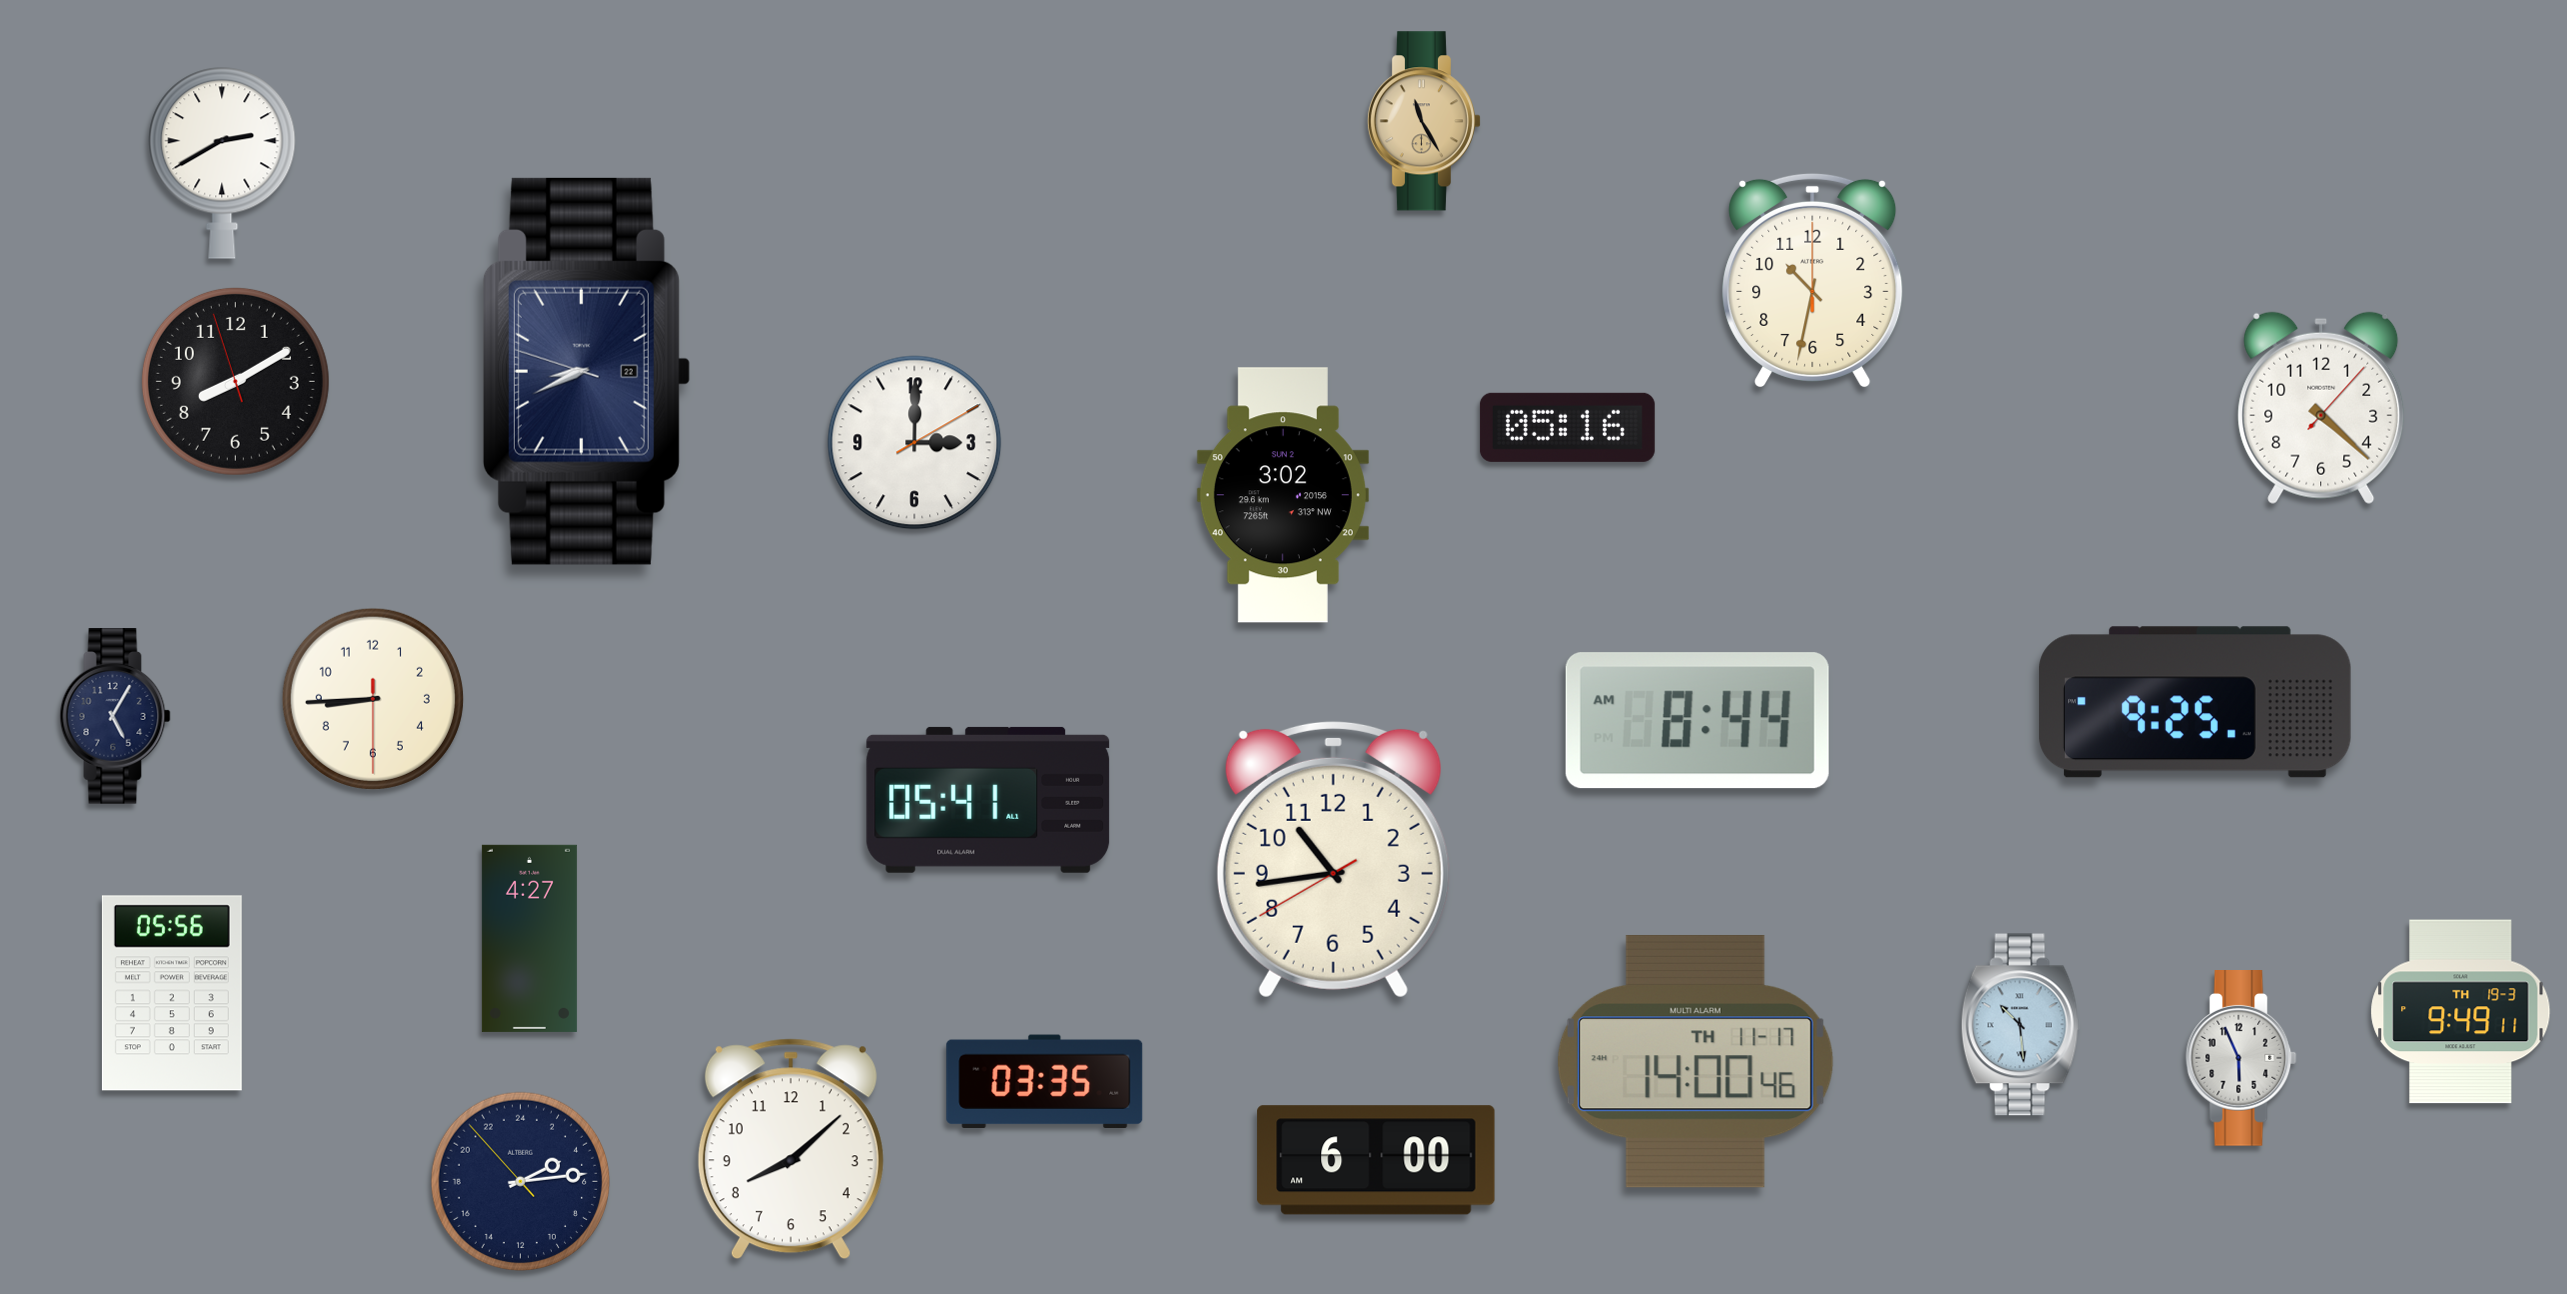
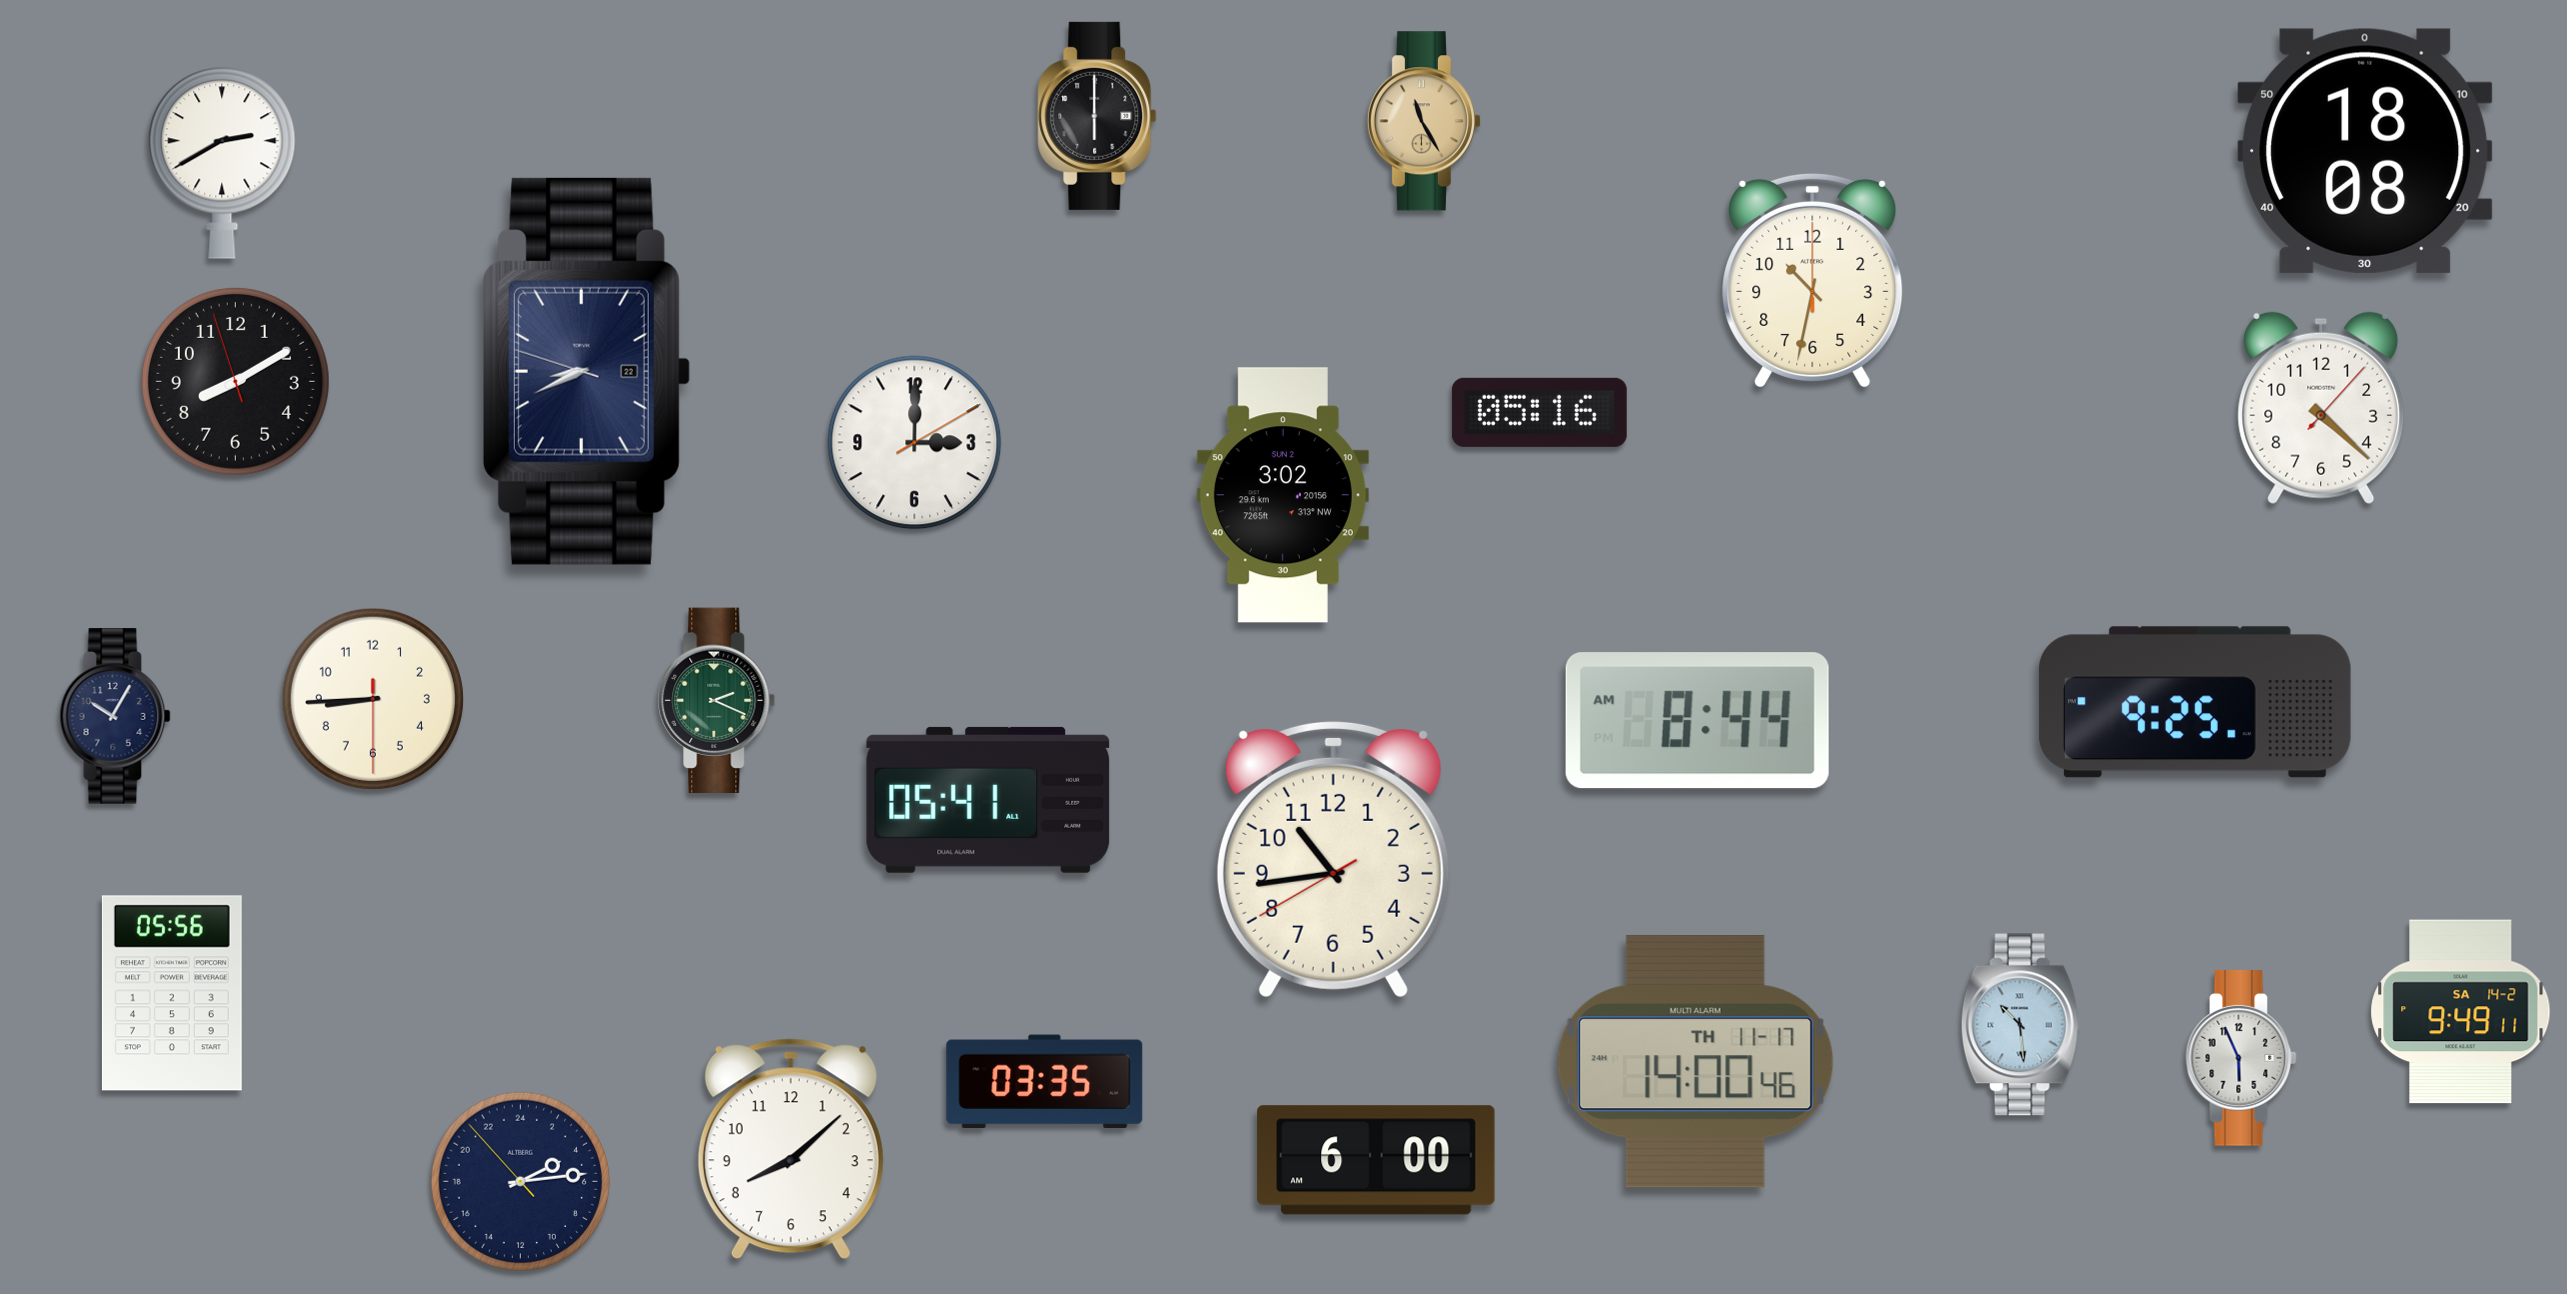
clock at (1097, 116): none -> 6:00
clock at (2365, 151): none -> 18:08
clock at (1567, 427) position: (1567, 427) -> (1539, 412)
clock at (717, 700): none -> 2:19
clock at (115, 717): 5:05 -> 10:05
clock at (529, 938): 4:27 -> none
clock at (2461, 1012) date: TH 19-3 -> SA 14-2
